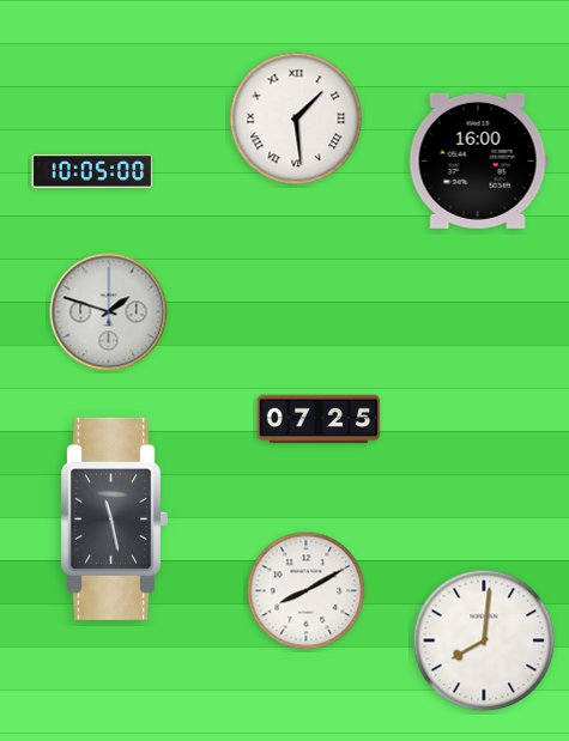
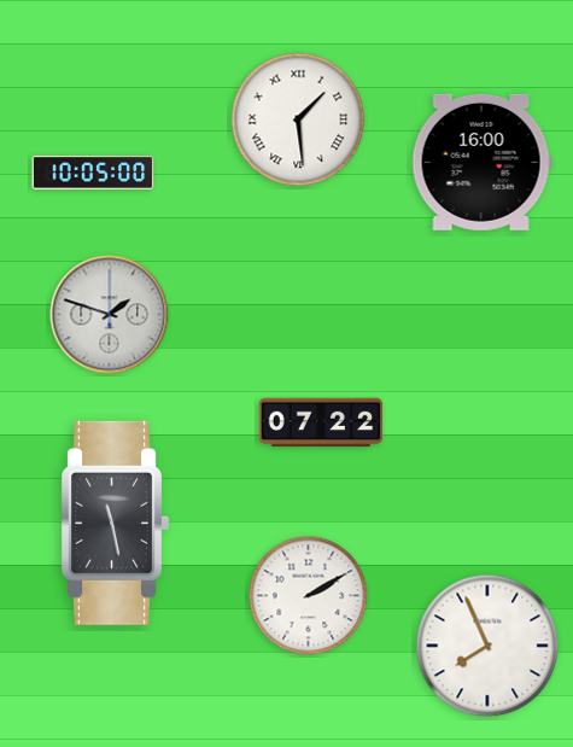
clock at (319, 419): 07:25 -> 07:22
clock at (307, 591): 8:10 -> 2:10
clock at (484, 640): 8:01 -> 7:56
